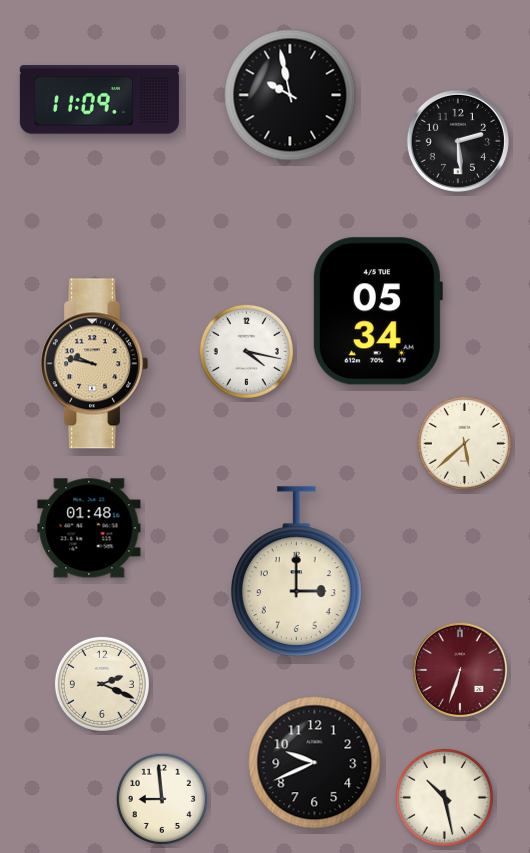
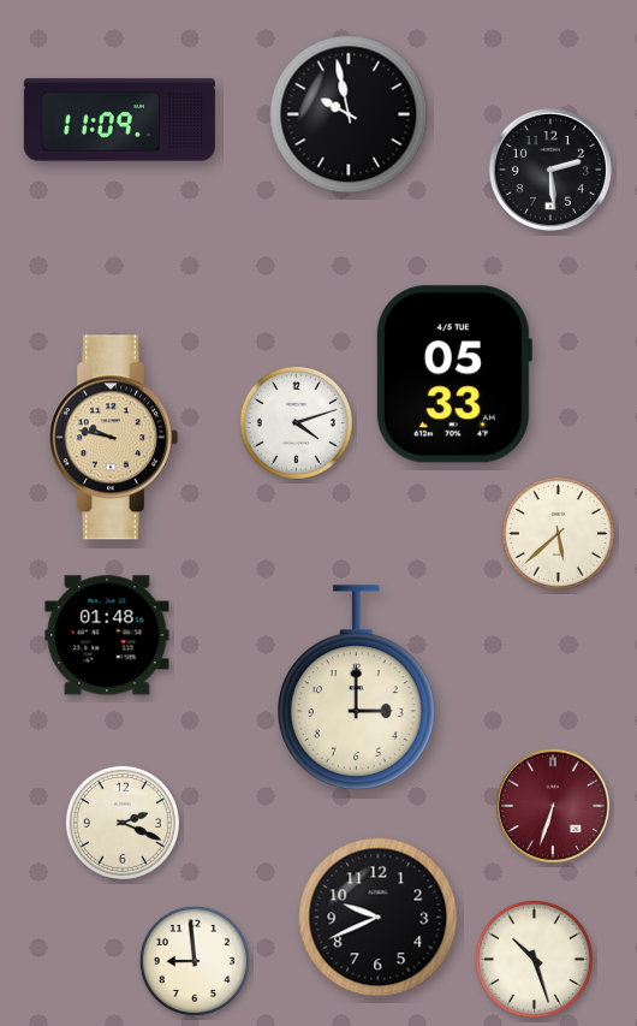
clock at (377, 311): 05:34 -> 05:33
clock at (246, 351): 4:17 -> 4:12
clock at (444, 797): 10:28 -> 10:27
